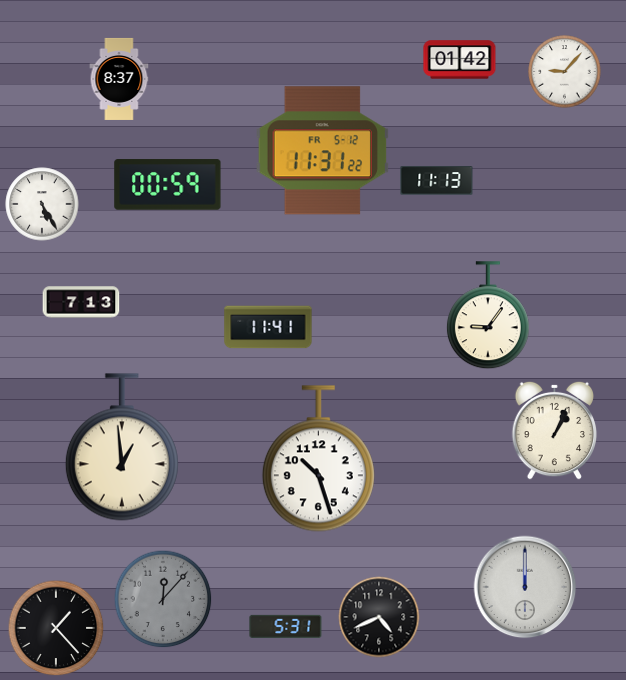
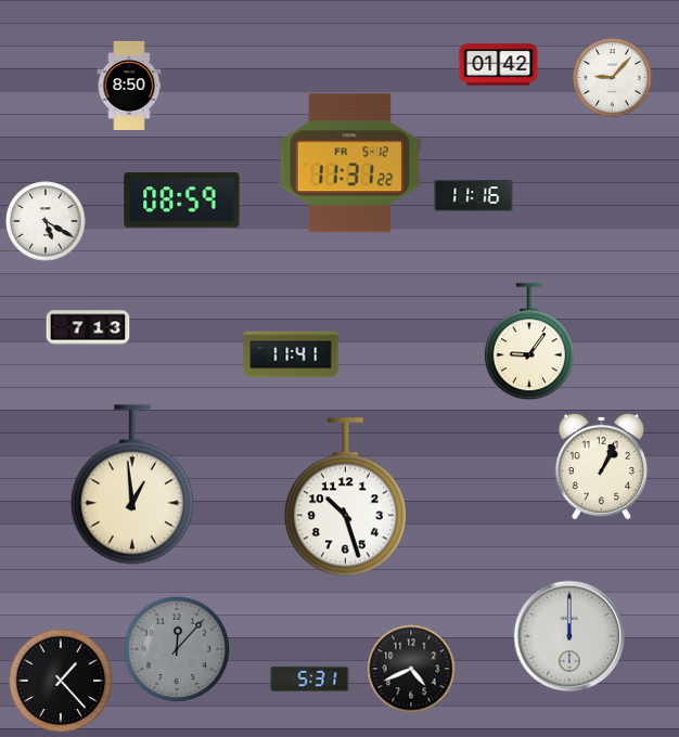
clock at (119, 79): 8:37 -> 8:50
clock at (437, 181): 11:13 -> 11:16
clock at (168, 185): 00:59 -> 08:59
clock at (42, 204): 5:25 -> 5:20
